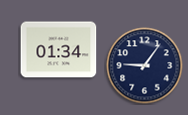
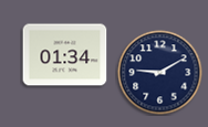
clock at (145, 66): 9:06 -> 9:10
